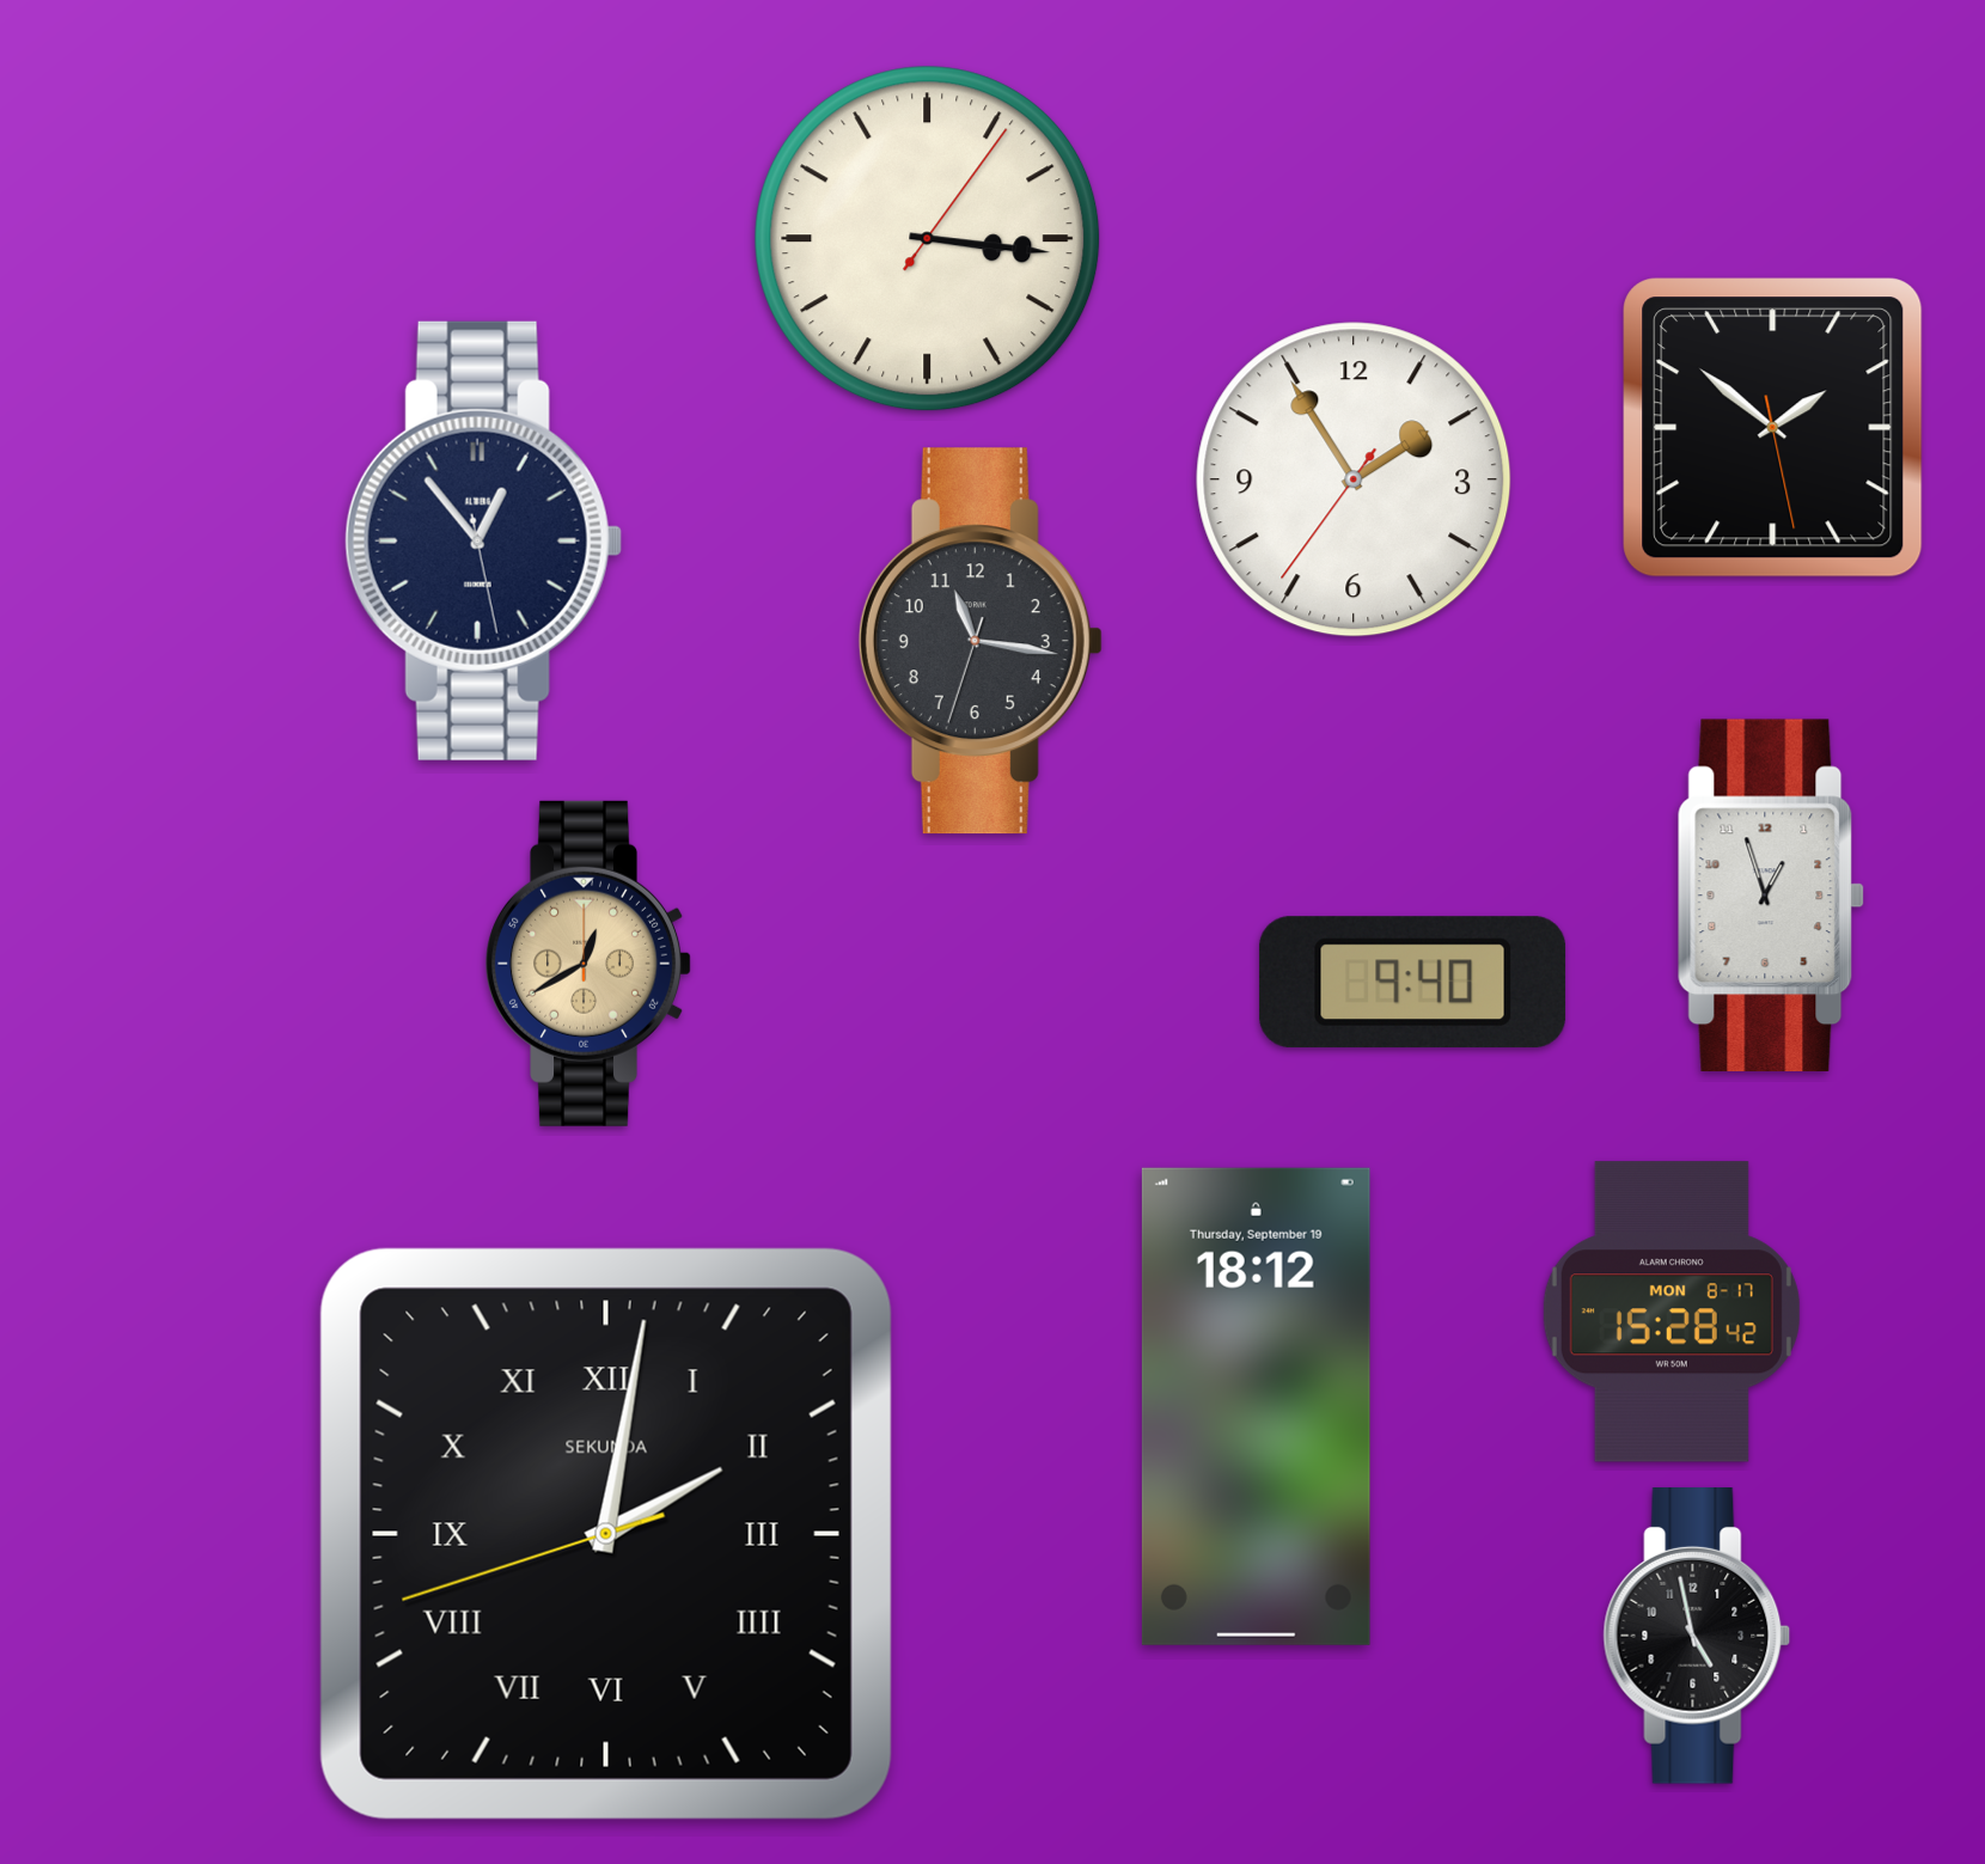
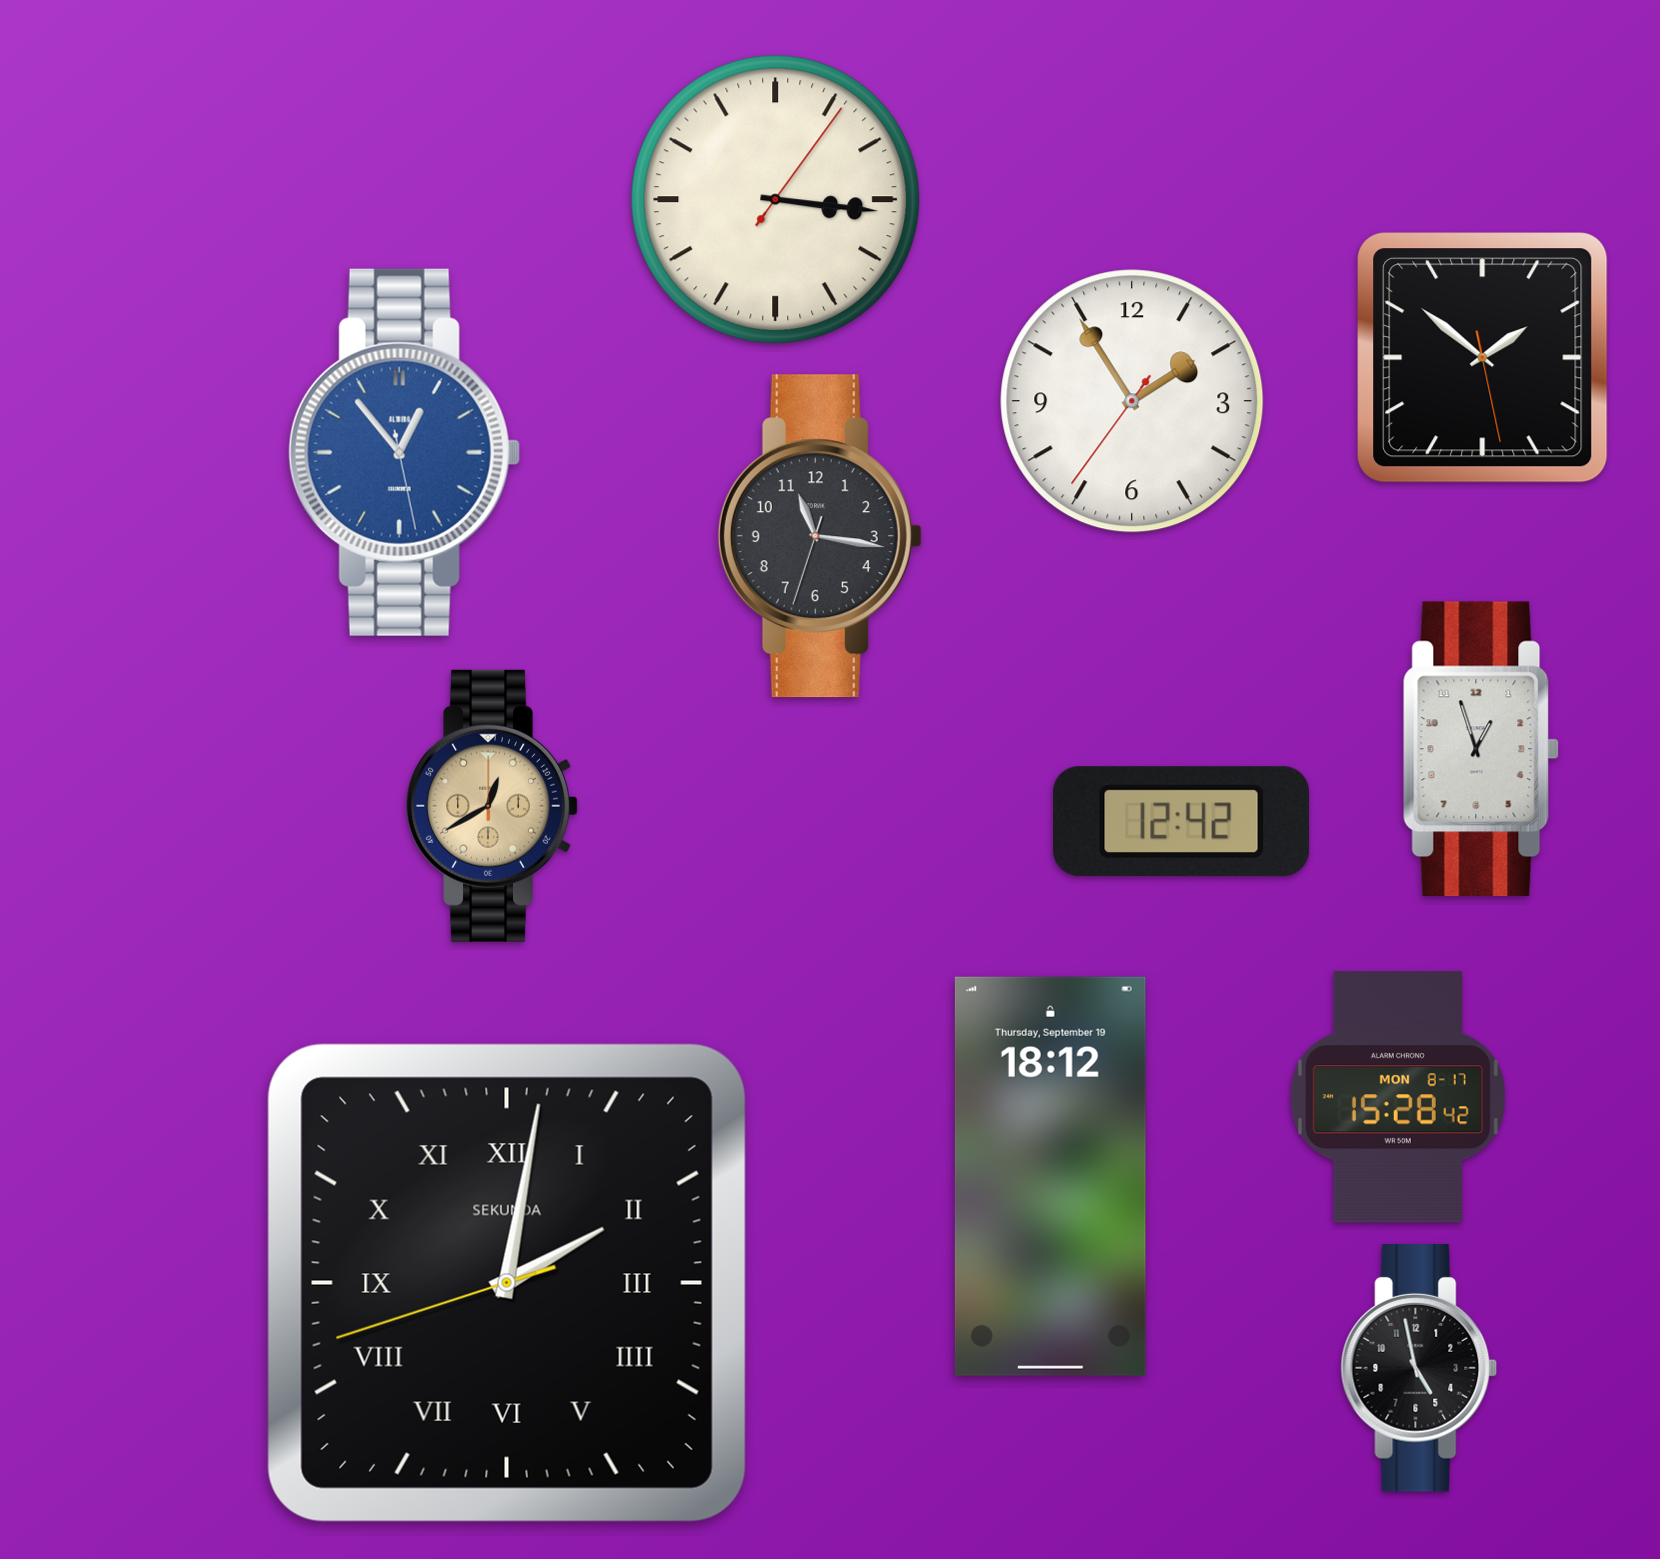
clock at (483, 540) dial: navy -> blue
clock at (1413, 982): 9:40 -> 12:42
